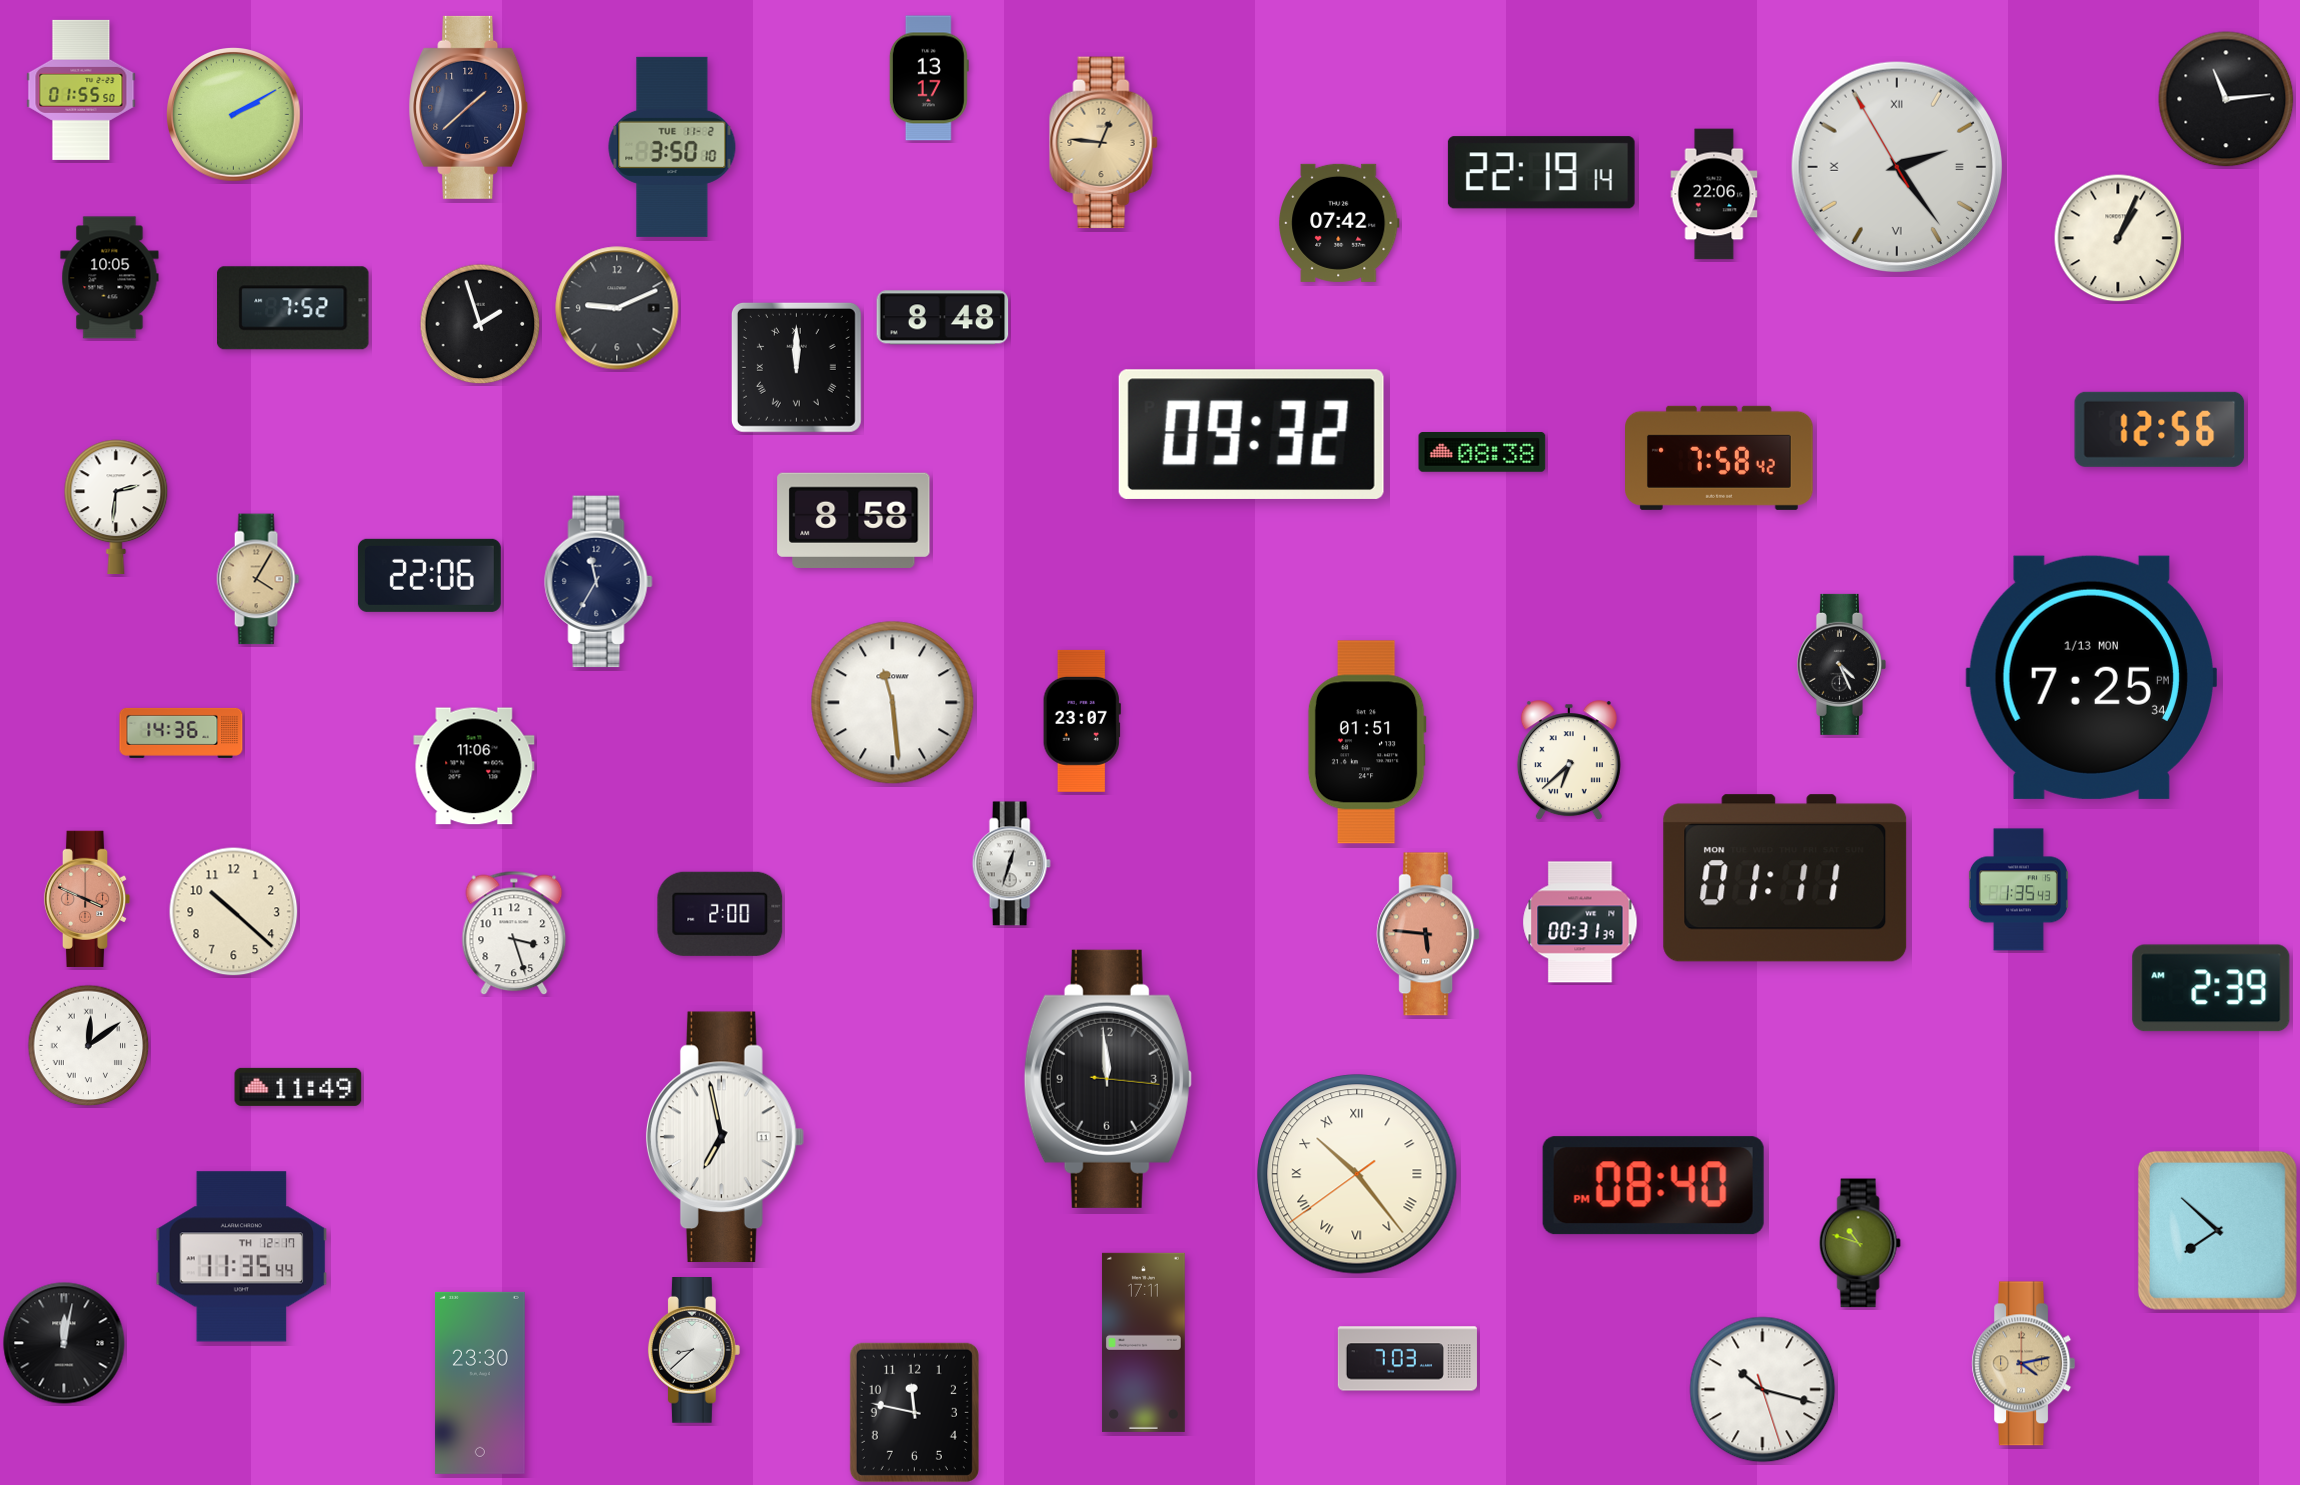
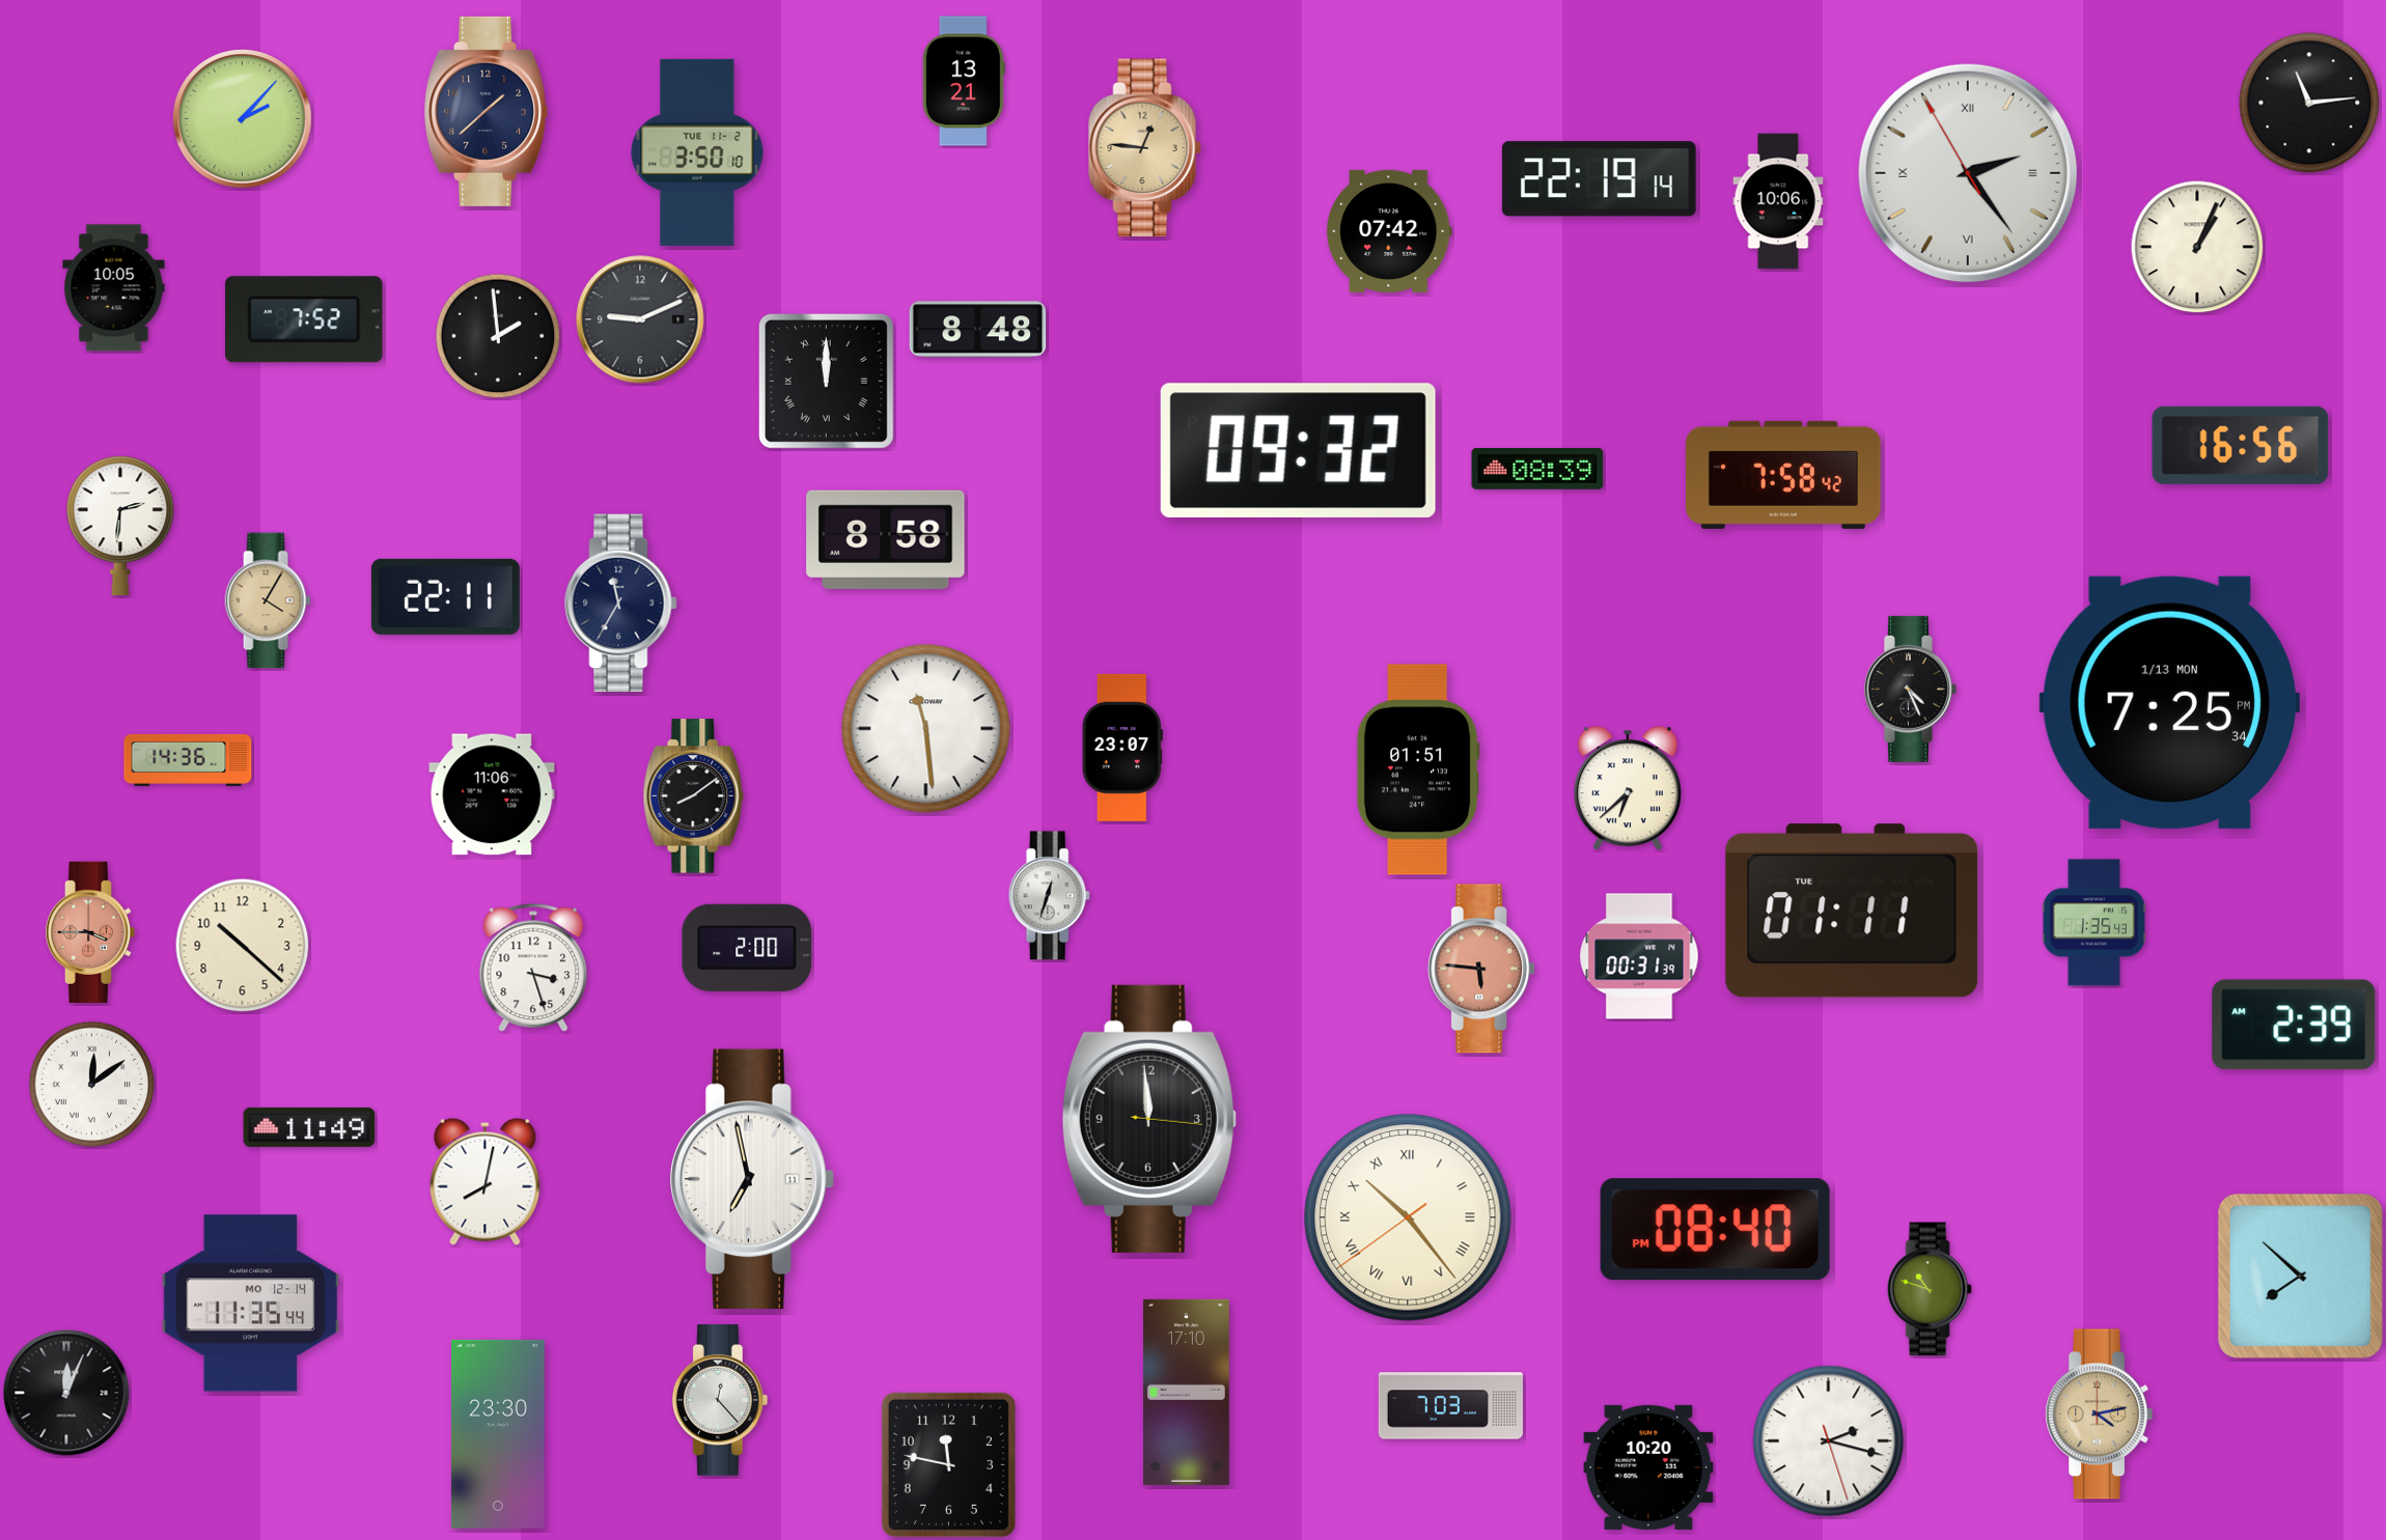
clock at (929, 78): 13:17 -> 13:21
clock at (81, 90): 01:55 -> none
clock at (234, 115): 2:10 -> 2:07
clock at (1714, 194): 22:06 -> 10:06
clock at (480, 324): 1:57 -> 1:59
clock at (2160, 429): 12:56 -> 16:56
clock at (1482, 453): 08:38 -> 08:39
clock at (429, 575): 22:06 -> 22:11
clock at (694, 796): none -> 8:09
clock at (1785, 878) date: MON -> TUE
clock at (87, 899): 3:49 -> 3:45
clock at (485, 1181): none -> 8:02
clock at (242, 1257) date: TH 12-17 -> MO 12-14
clock at (1143, 1342): 17:11 -> 17:10
clock at (64, 1343): 12:02 -> 12:04
clock at (694, 1351): 8:38 -> 12:23
clock at (1407, 1359) position: (1407, 1359) -> (1450, 1406)
clock at (1763, 1390): 10:17 -> 2:17
clock at (1648, 1467): none -> 10:20
